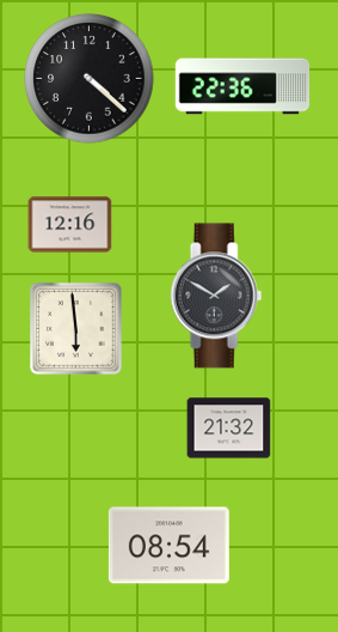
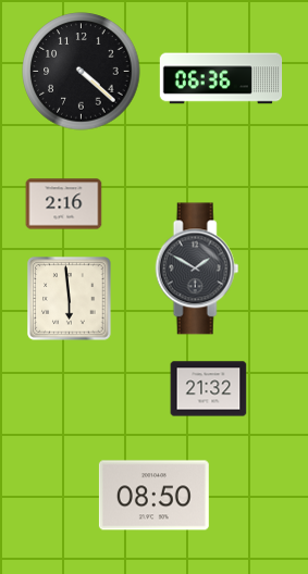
clock at (242, 86): 22:36 -> 06:36
clock at (70, 225): 12:16 -> 2:16
clock at (168, 546): 08:54 -> 08:50
